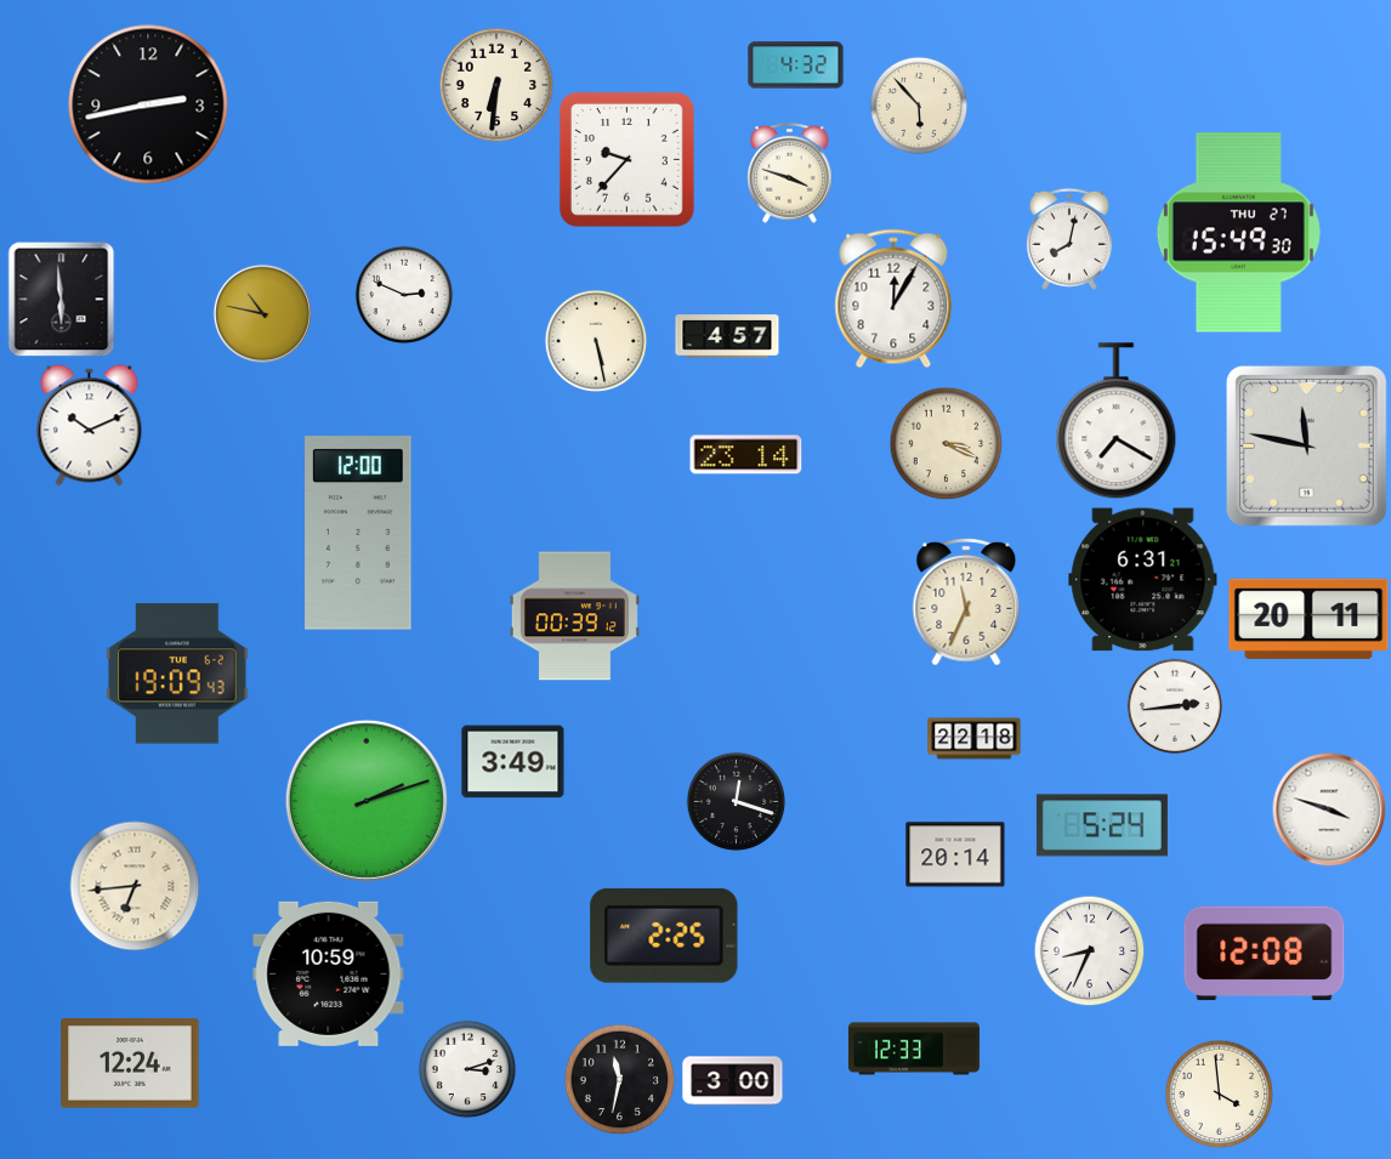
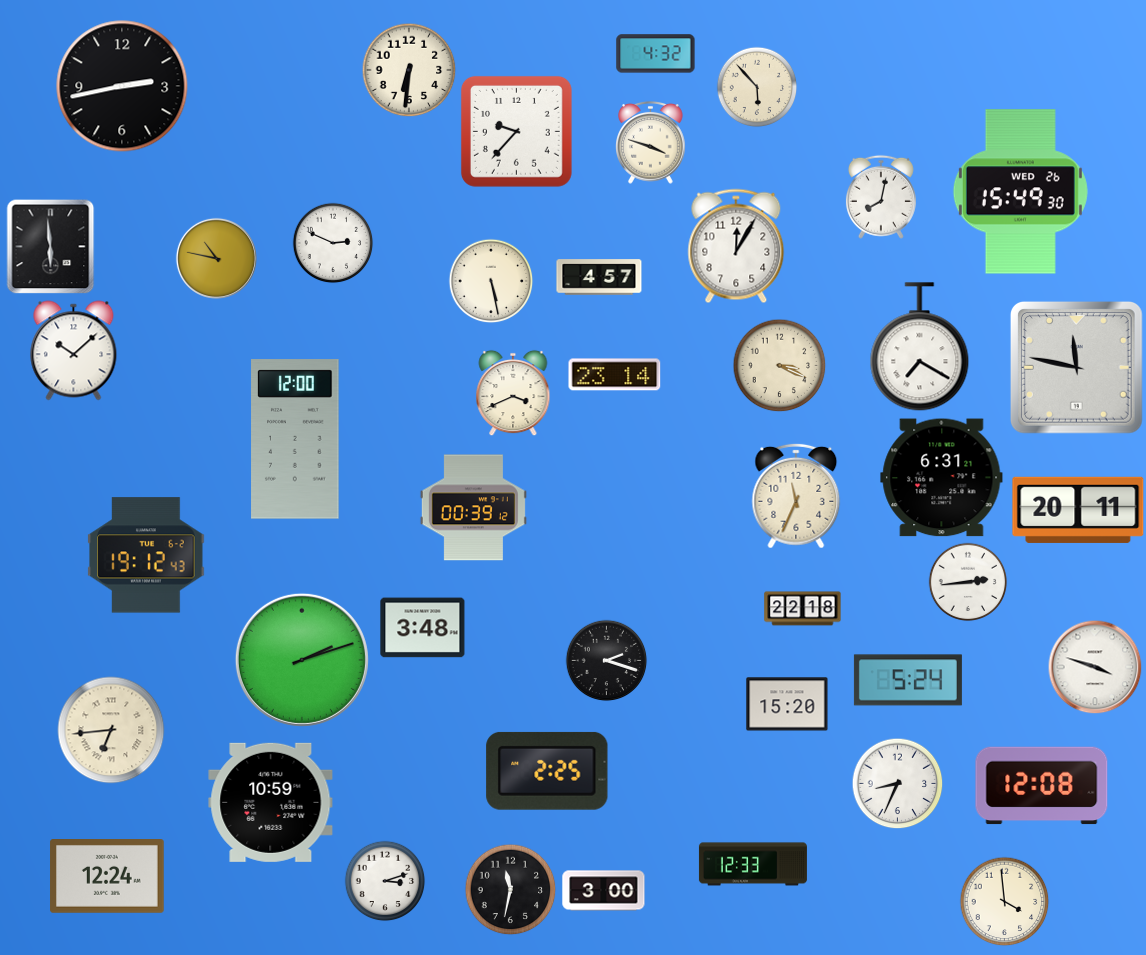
clock at (1238, 233) date: THU 27 -> WED 26
clock at (90, 426): 10:11 -> 10:08
clock at (513, 393): none -> 3:41
clock at (177, 674): 19:09 -> 19:12
clock at (513, 762): 3:49 -> 3:48
clock at (736, 801): 12:18 -> 2:18
clock at (955, 854): 20:14 -> 15:20
